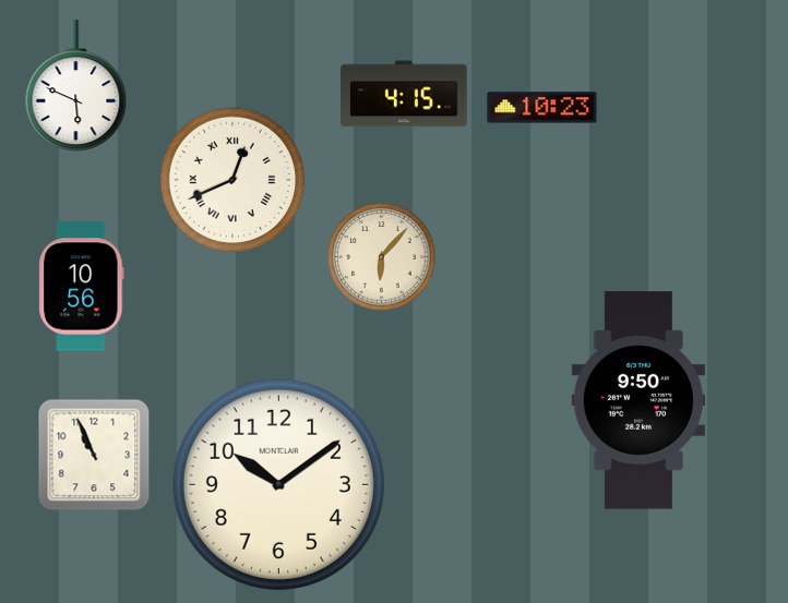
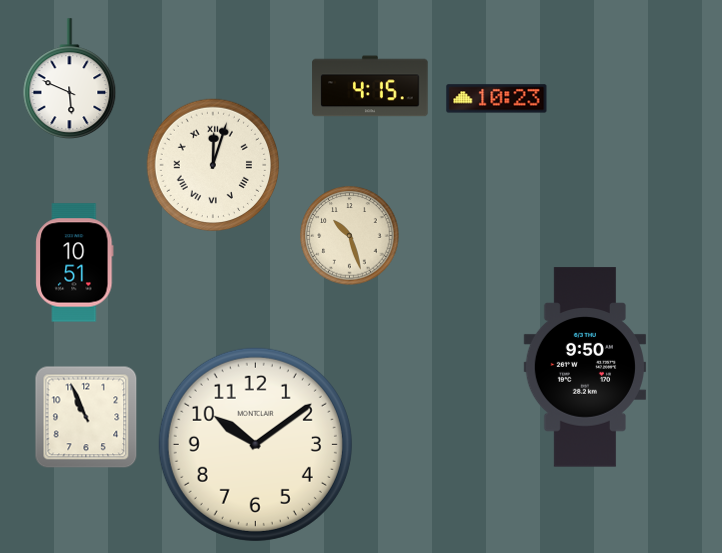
clock at (232, 180): 12:41 -> 12:03
clock at (382, 257): 6:07 -> 10:27
clock at (82, 287): 10:56 -> 10:51
